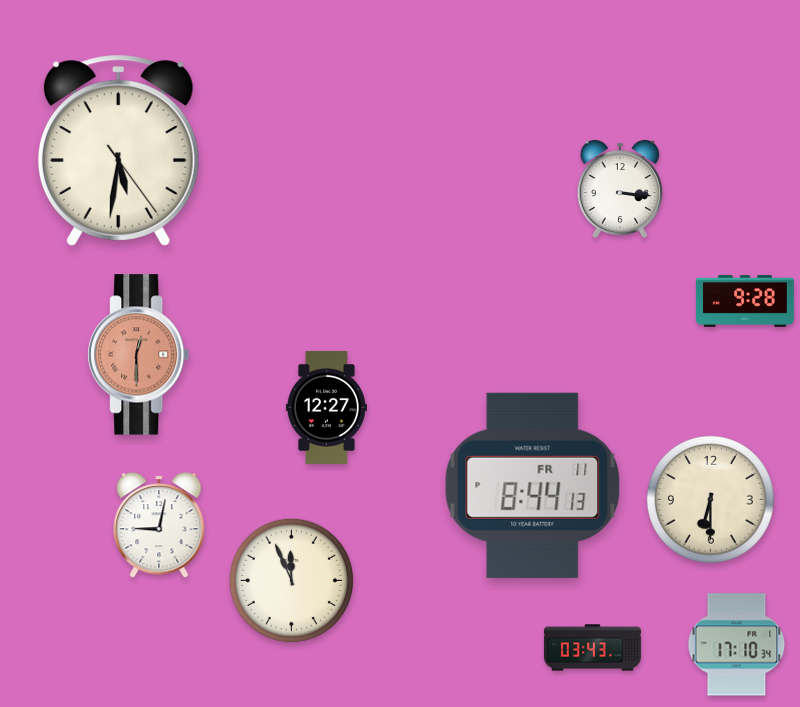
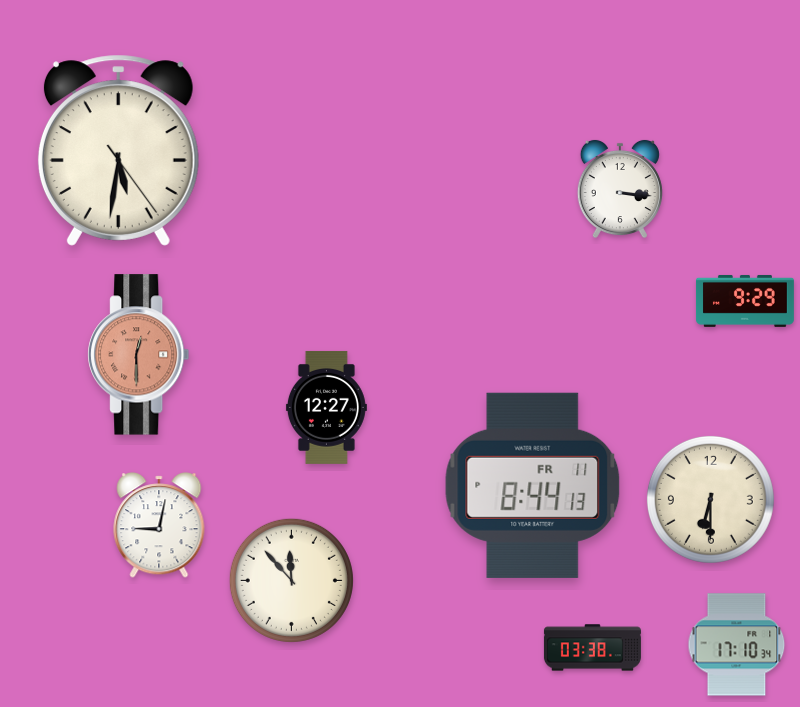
clock at (745, 301): 9:28 -> 9:29
clock at (291, 580): 11:56 -> 11:53
clock at (592, 648): 03:43 -> 03:38
